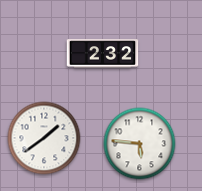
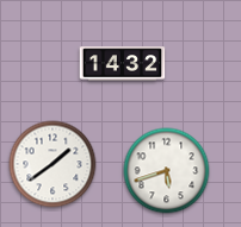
clock at (103, 54): 2:32 -> 14:32
clock at (140, 144): 5:46 -> 5:42
